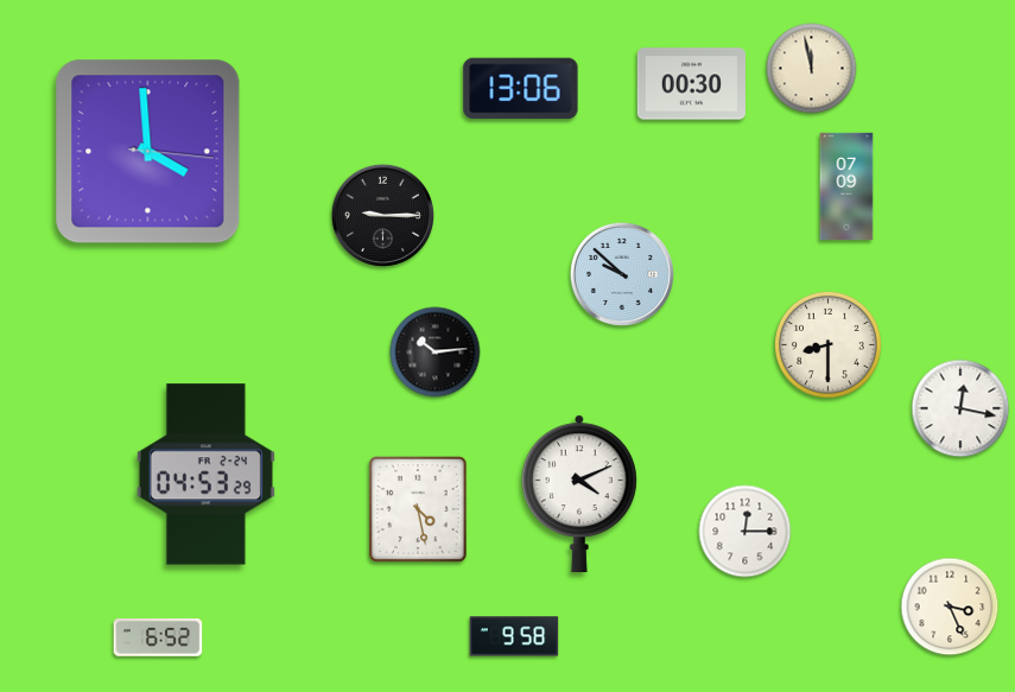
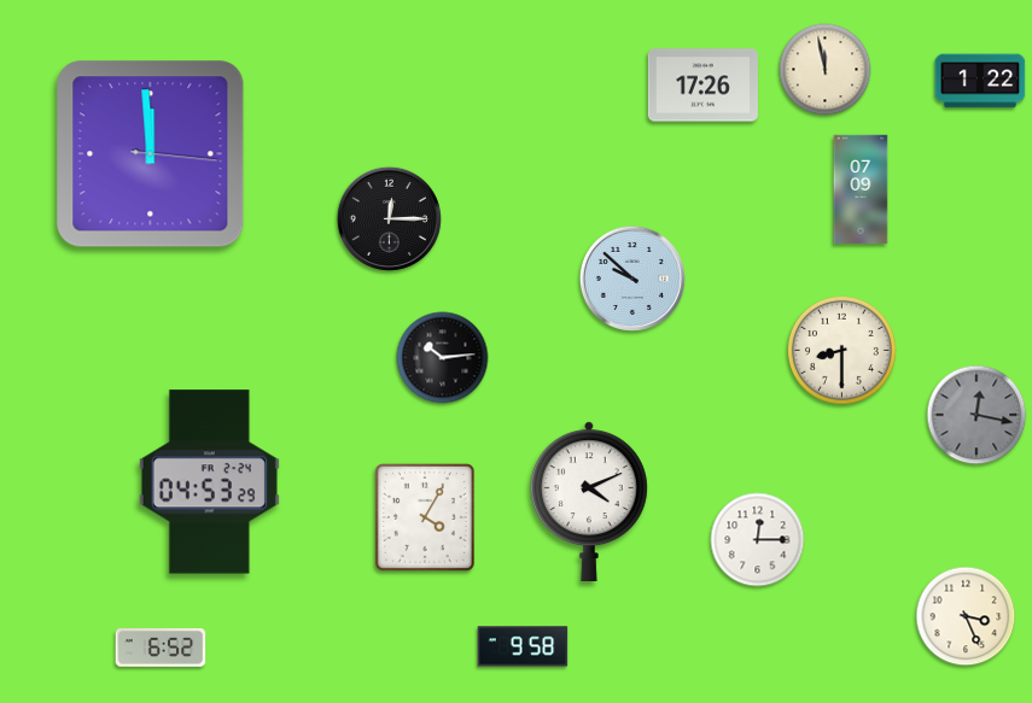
clock at (980, 81): none -> 1:22
clock at (691, 84): 00:30 -> 17:26
clock at (521, 89): 13:06 -> none
clock at (148, 152): 3:59 -> 11:59
clock at (382, 215): 9:15 -> 12:15
clock at (960, 408) dial: white -> grey
clock at (418, 509): 4:28 -> 4:05
